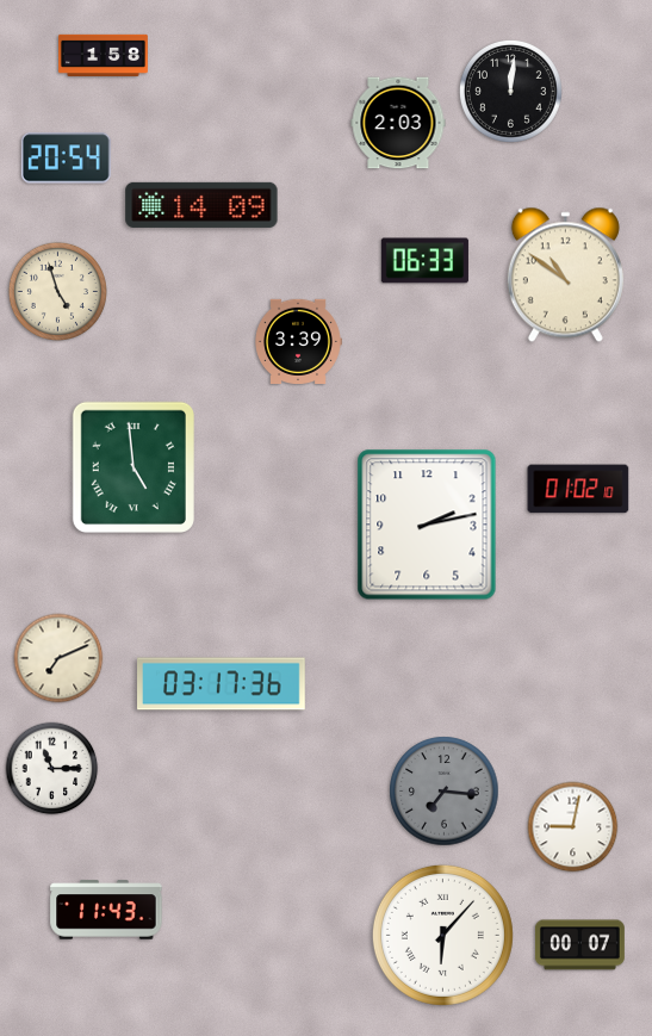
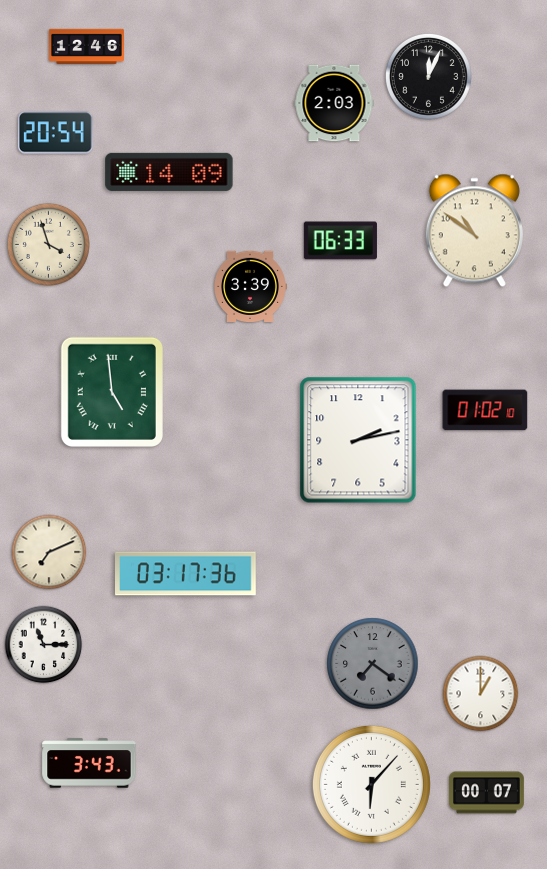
clock at (104, 56): 1:58 -> 12:46
clock at (510, 91): 12:01 -> 12:04
clock at (424, 261) position: (424, 261) -> (340, 241)
clock at (57, 291): 4:57 -> 3:57
clock at (445, 792): 7:16 -> 7:21
clock at (573, 827): 9:02 -> 1:00
clock at (106, 910): 11:43 -> 3:43
